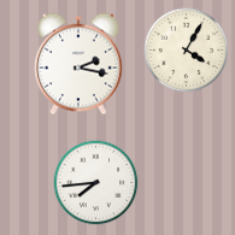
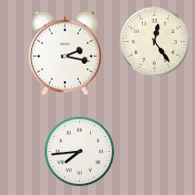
clock at (187, 51): 4:05 -> 12:24
